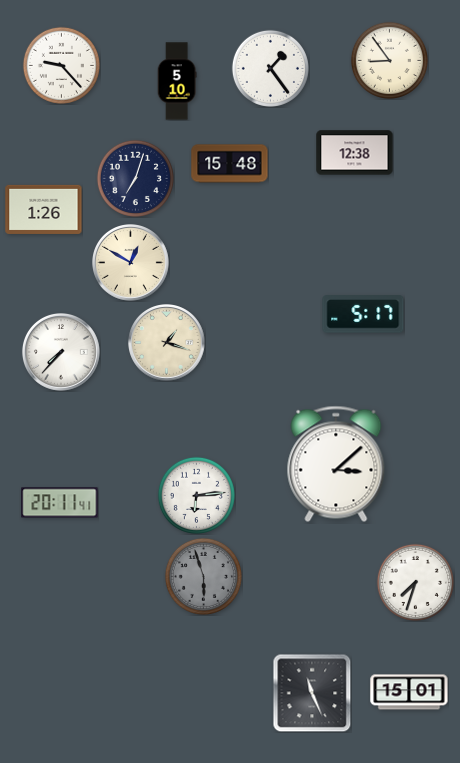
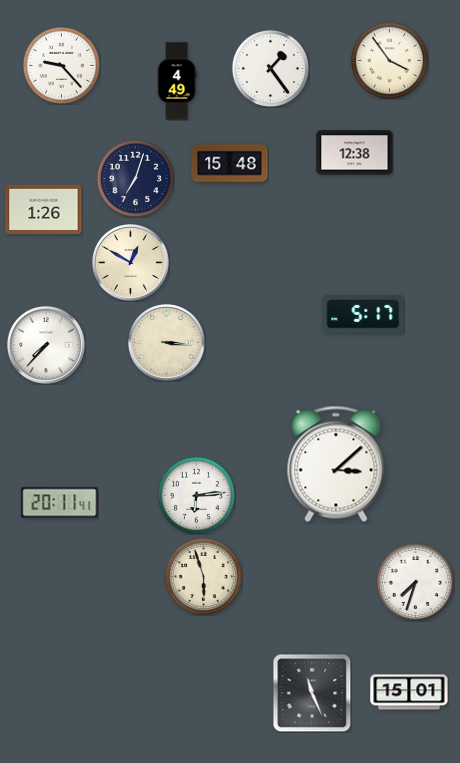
clock at (389, 60): 8:54 -> 3:54
clock at (177, 81): 5:10 -> 4:49
clock at (167, 343): 1:18 -> 3:16
clock at (61, 353) position: (61, 353) -> (46, 346)
clock at (203, 576) dial: grey -> cream
